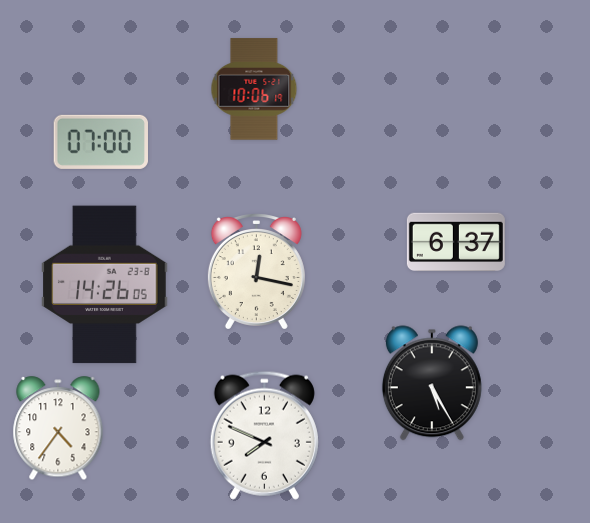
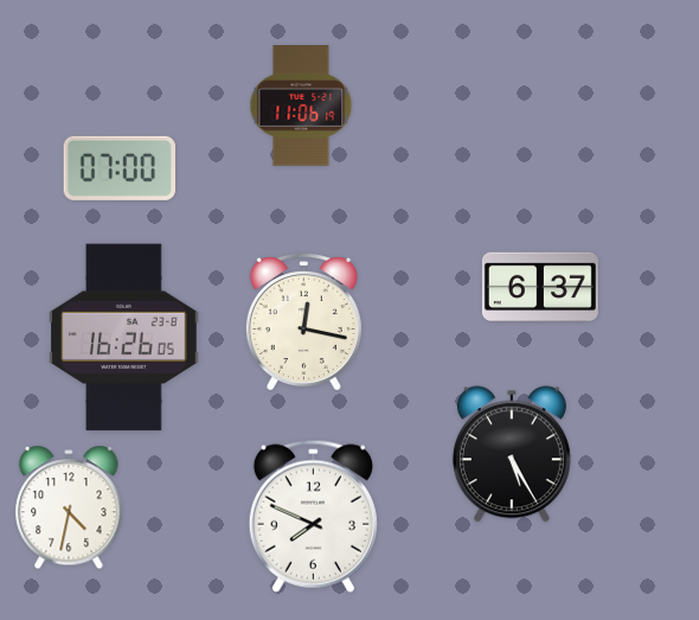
clock at (254, 89): 10:06 -> 11:06
clock at (105, 285): 14:26 -> 16:26
clock at (58, 429): 4:36 -> 4:32
